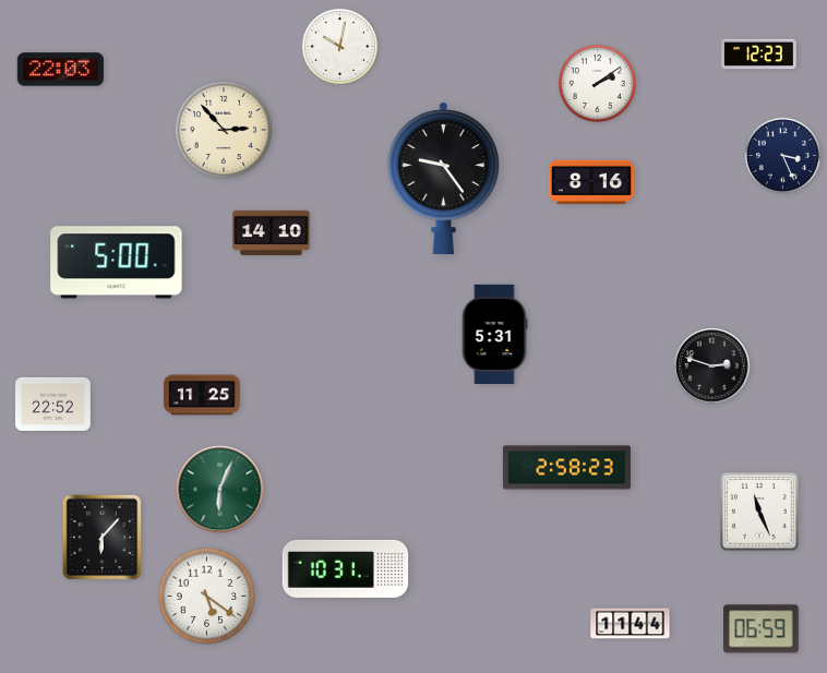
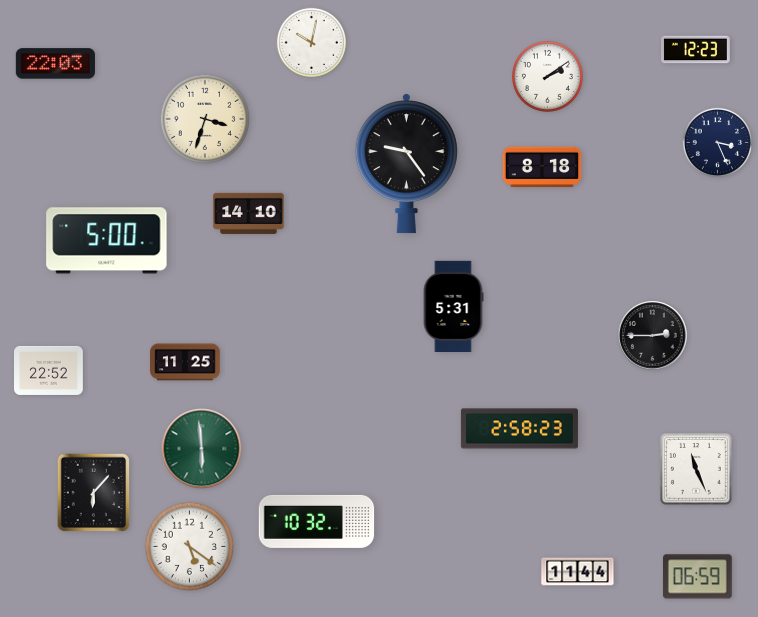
clock at (224, 130): 2:53 -> 3:33
clock at (591, 182): 8:16 -> 8:18
clock at (712, 366): 2:48 -> 2:45
clock at (220, 490): 6:04 -> 5:59
clock at (346, 568): 10:31 -> 10:32
